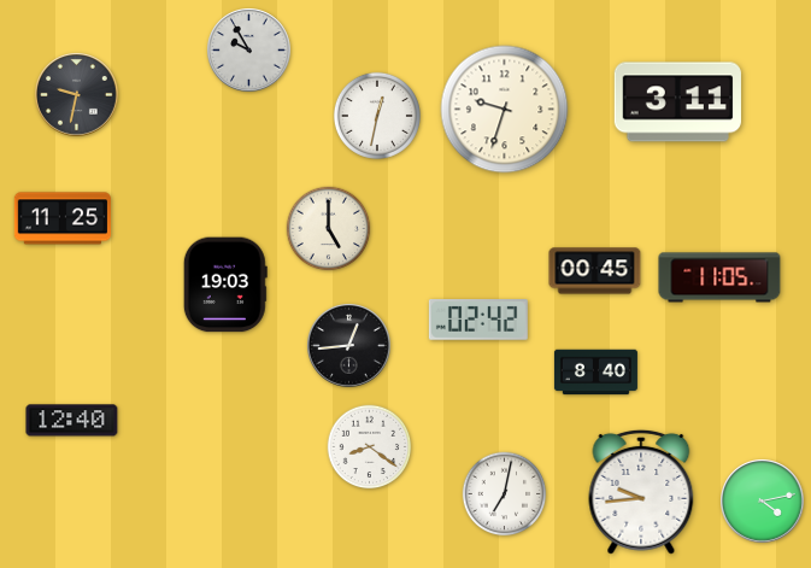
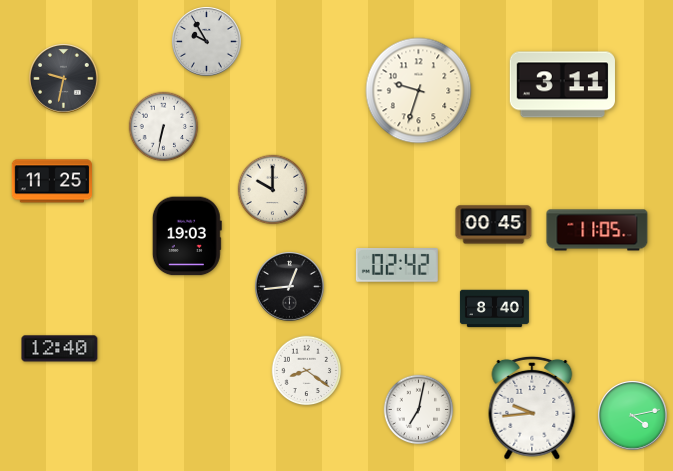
clock at (377, 116): 12:32 -> none
clock at (164, 127): none -> 6:32
clock at (329, 229): 5:00 -> 10:00
